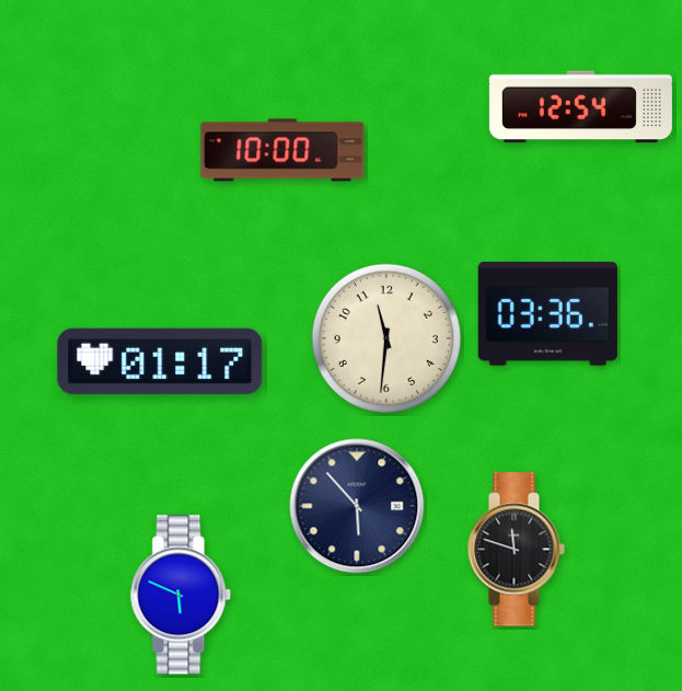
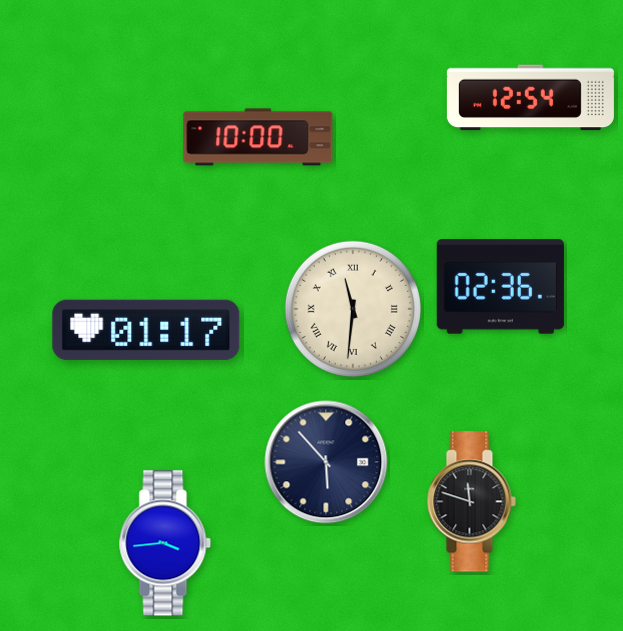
clock at (547, 314): 03:36 -> 02:36
clock at (386, 338) numerals: Arabic -> Roman
clock at (181, 595): 5:49 -> 3:44
